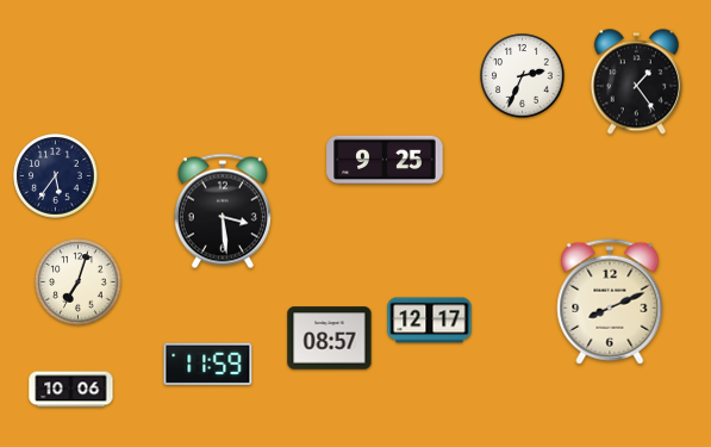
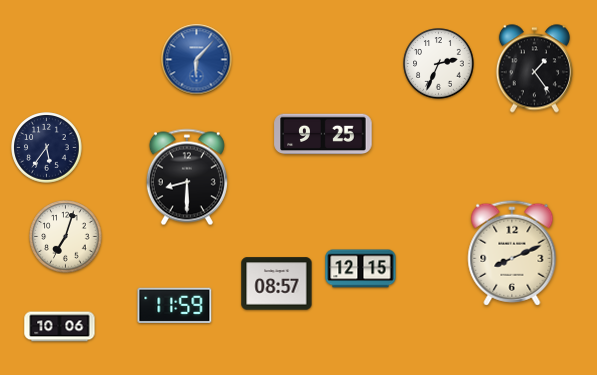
clock at (197, 60): none -> 6:07
clock at (223, 211): 3:29 -> 8:30
clock at (430, 321): 12:17 -> 12:15
